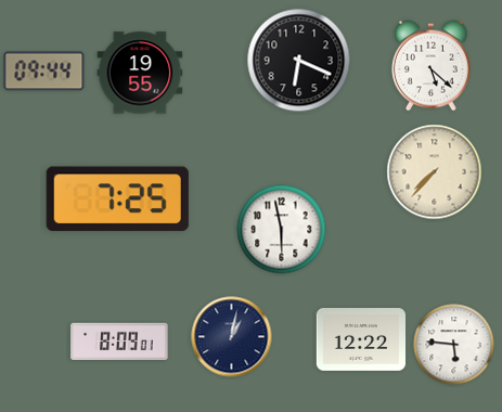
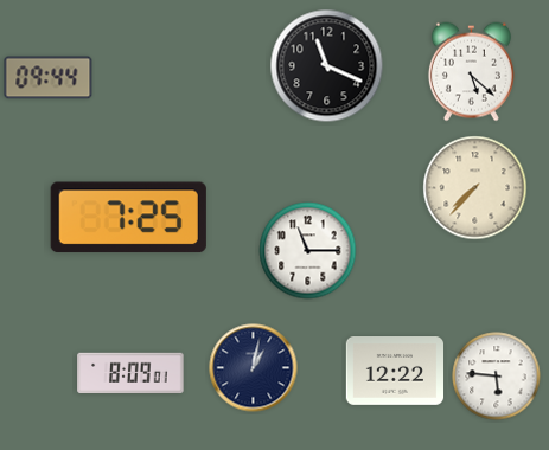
clock at (299, 61): 6:19 -> 11:19
clock at (140, 73): 19:55 -> none
clock at (282, 230): 5:58 -> 11:15
